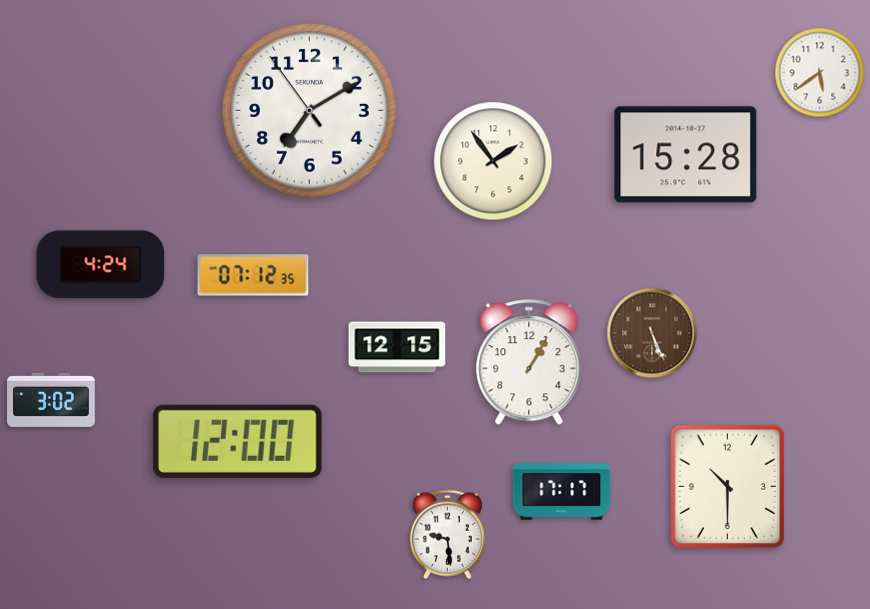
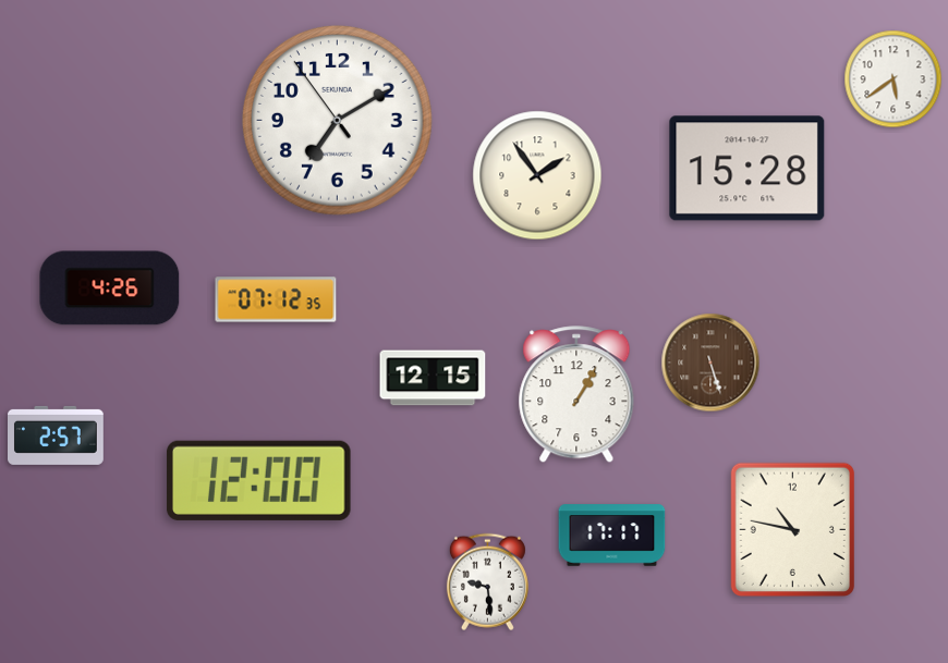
clock at (101, 265): 4:24 -> 4:26
clock at (652, 333): 5:26 -> 5:27
clock at (52, 400): 3:02 -> 2:57
clock at (727, 486): 10:30 -> 10:47
